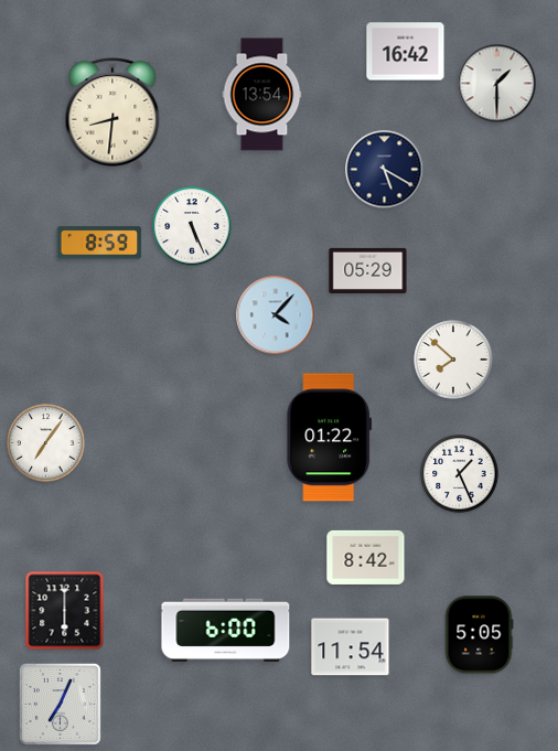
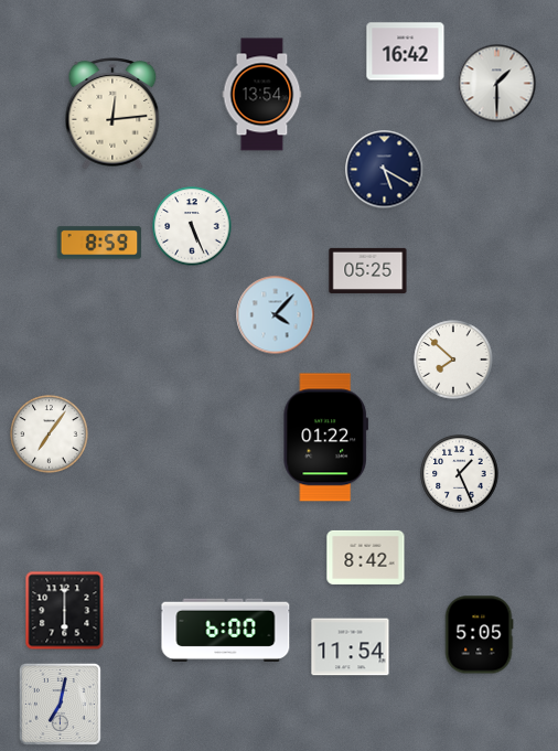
clock at (112, 114): 8:31 -> 12:14
clock at (368, 270): 05:29 -> 05:25
clock at (330, 438) position: (330, 438) -> (326, 438)
clock at (46, 443) position: (46, 443) -> (50, 434)
clock at (60, 704): 7:04 -> 7:02
